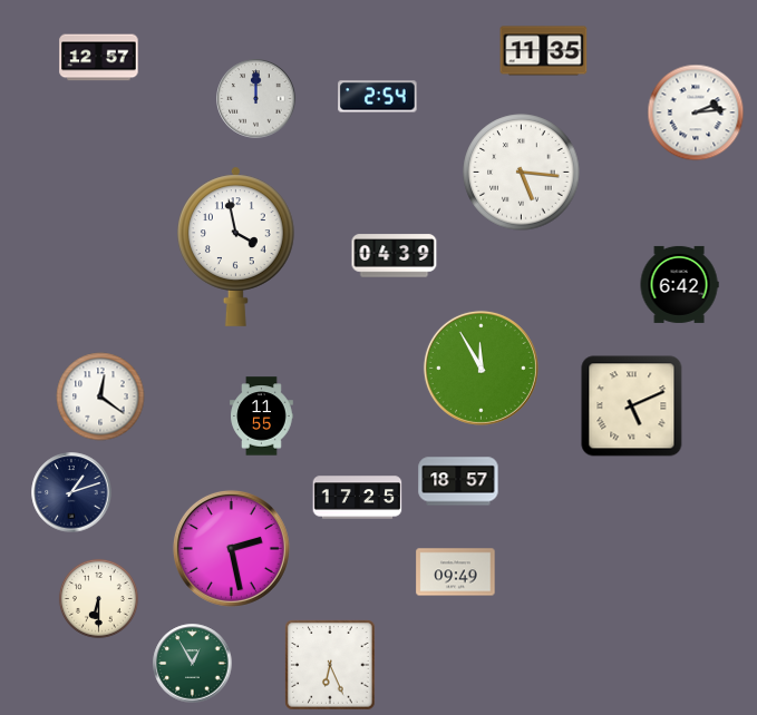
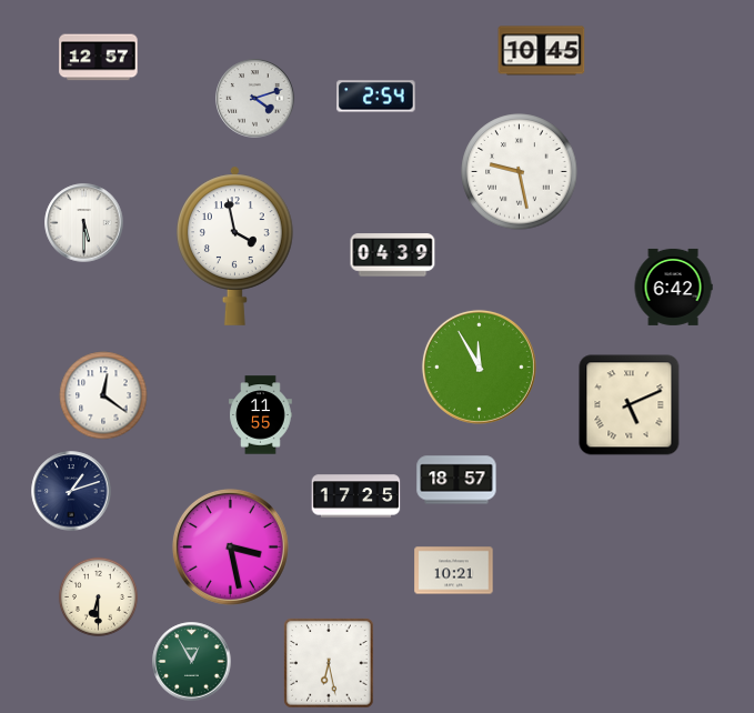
clock at (544, 51): 11:35 -> 10:45
clock at (256, 99): 12:00 -> 4:12
clock at (696, 112): 2:14 -> none
clock at (522, 173): 5:16 -> 9:28
clock at (84, 223): none -> 5:30
clock at (679, 284) position: (679, 284) -> (673, 287)
clock at (100, 396) position: (100, 396) -> (103, 395)
clock at (231, 548): 2:28 -> 3:28
clock at (456, 572): 09:49 -> 10:21
clock at (330, 665): 6:26 -> 6:28
